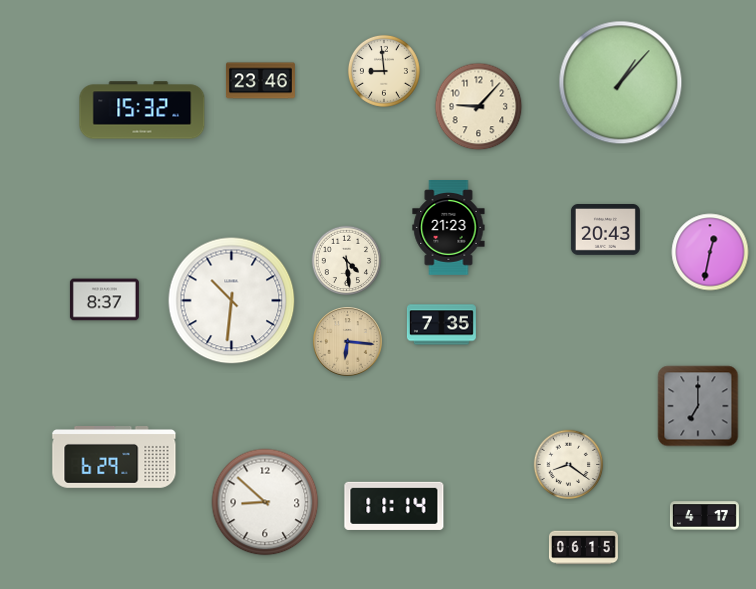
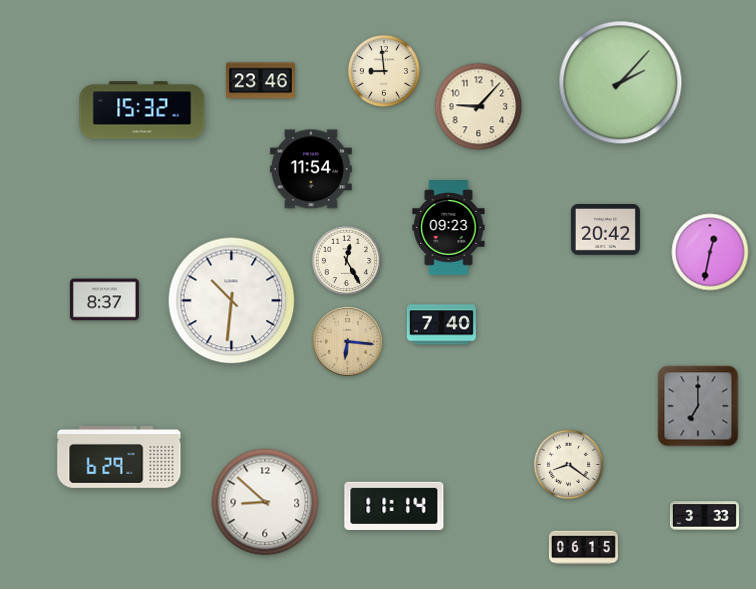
clock at (621, 83): 1:07 -> 2:07
clock at (311, 169): none -> 11:54
clock at (449, 228): 21:23 -> 09:23
clock at (605, 230): 20:43 -> 20:42
clock at (347, 261): 4:29 -> 12:25
clock at (441, 325): 7:35 -> 7:40
clock at (114, 458) position: (114, 458) -> (119, 458)
clock at (704, 516): 4:17 -> 3:33
